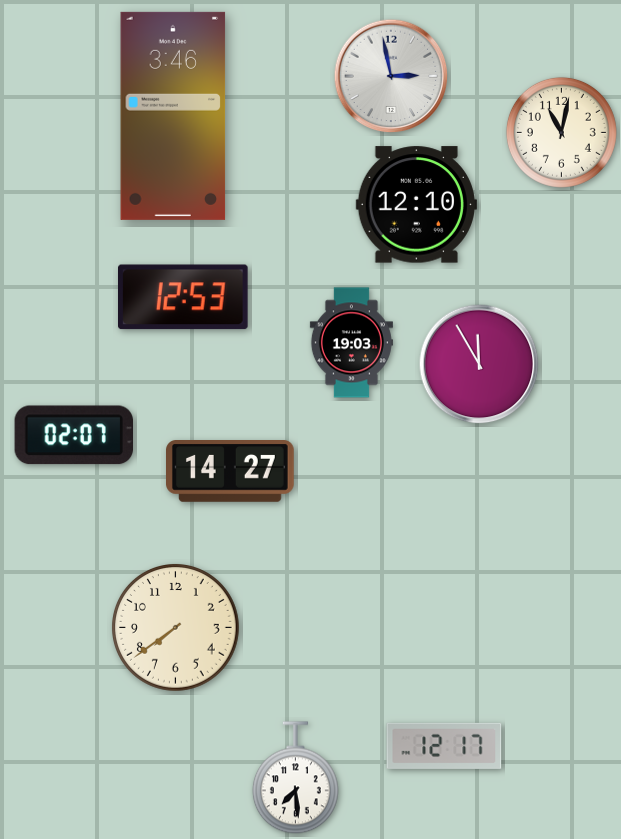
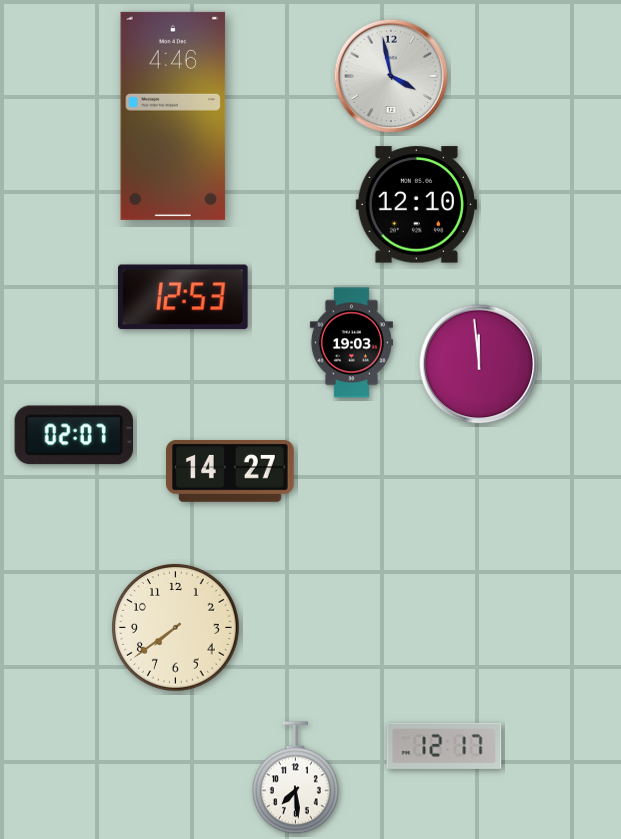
clock at (391, 76): 2:58 -> 3:58
clock at (173, 116): 3:46 -> 4:46
clock at (561, 132): 11:02 -> none
clock at (479, 364): 11:55 -> 11:59
